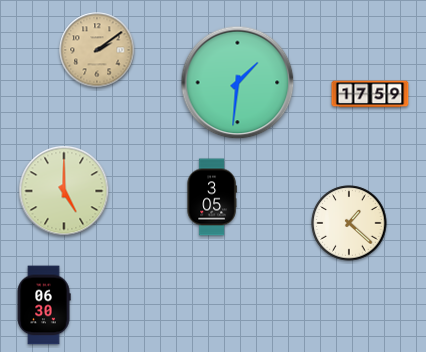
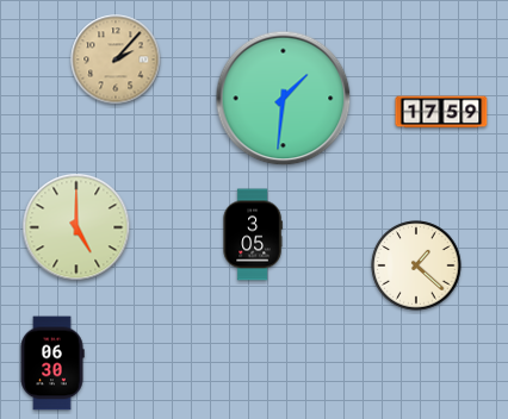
clock at (97, 50): 2:09 -> 2:07
